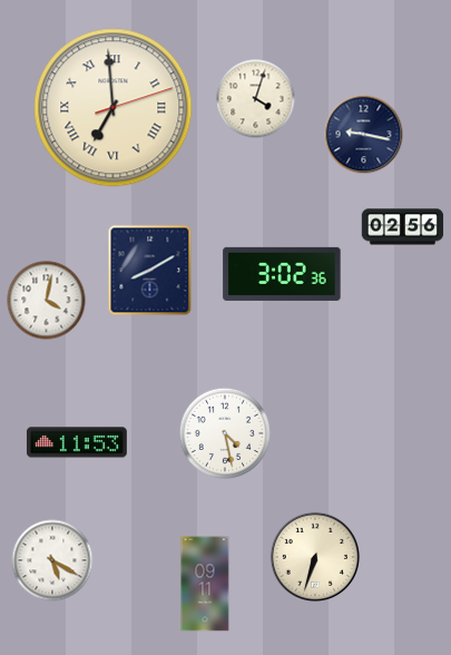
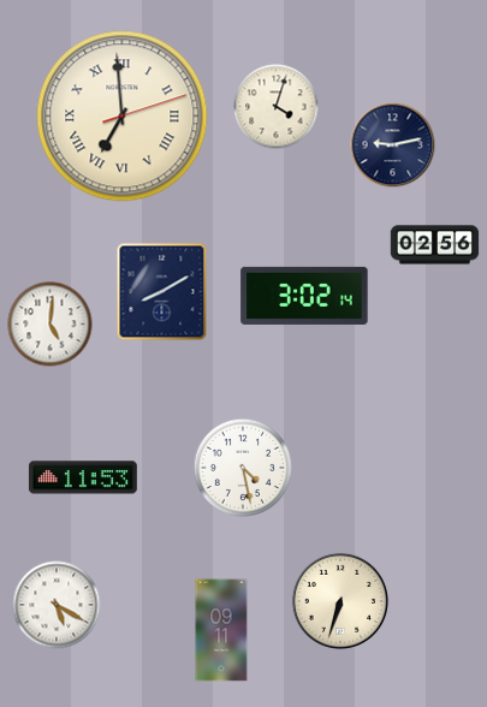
clock at (364, 135): 9:17 -> 9:13
clock at (282, 274): 3:02:36 -> 3:02:14
clock at (47, 301): 4:02 -> 5:01
